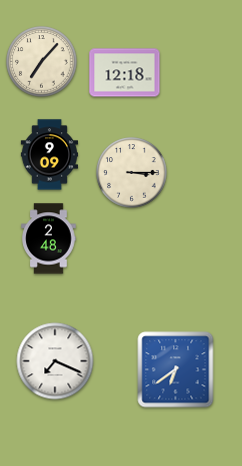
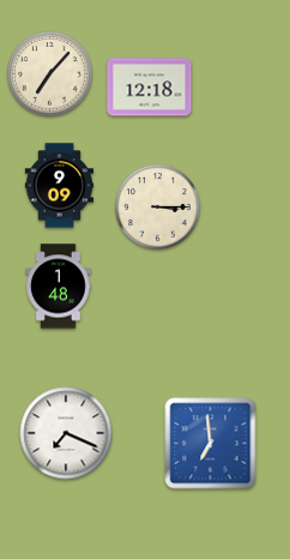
clock at (49, 239): 2:48 -> 1:48
clock at (176, 370): 6:39 -> 6:59
